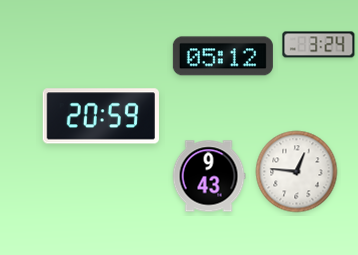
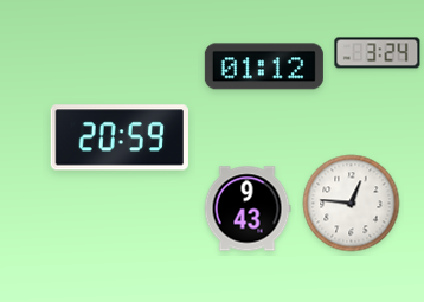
clock at (223, 56): 05:12 -> 01:12
